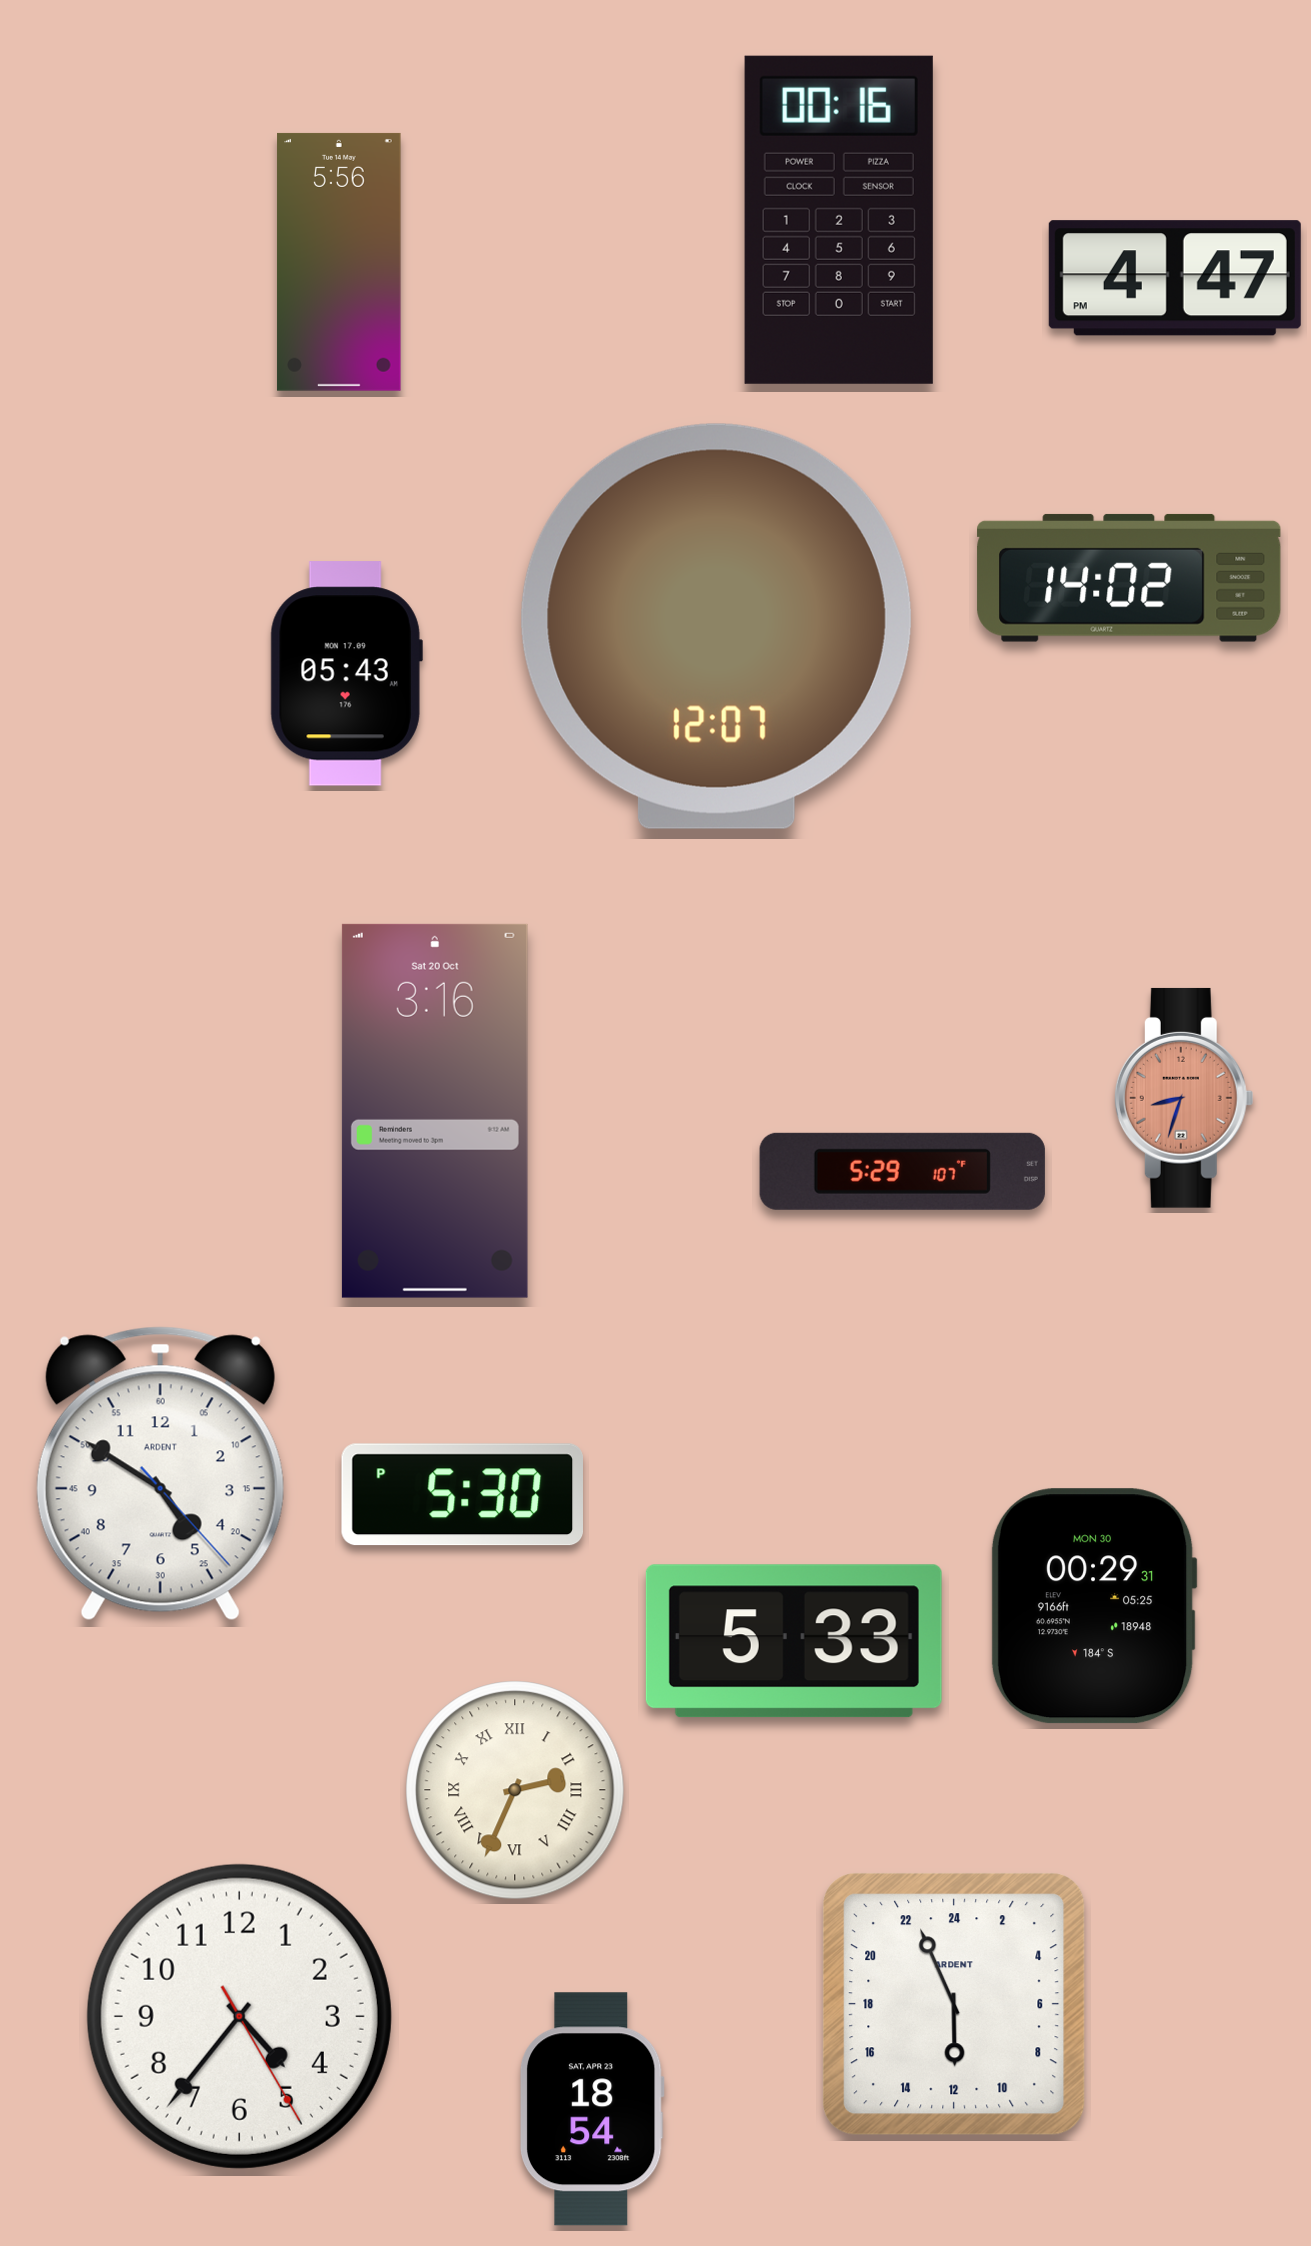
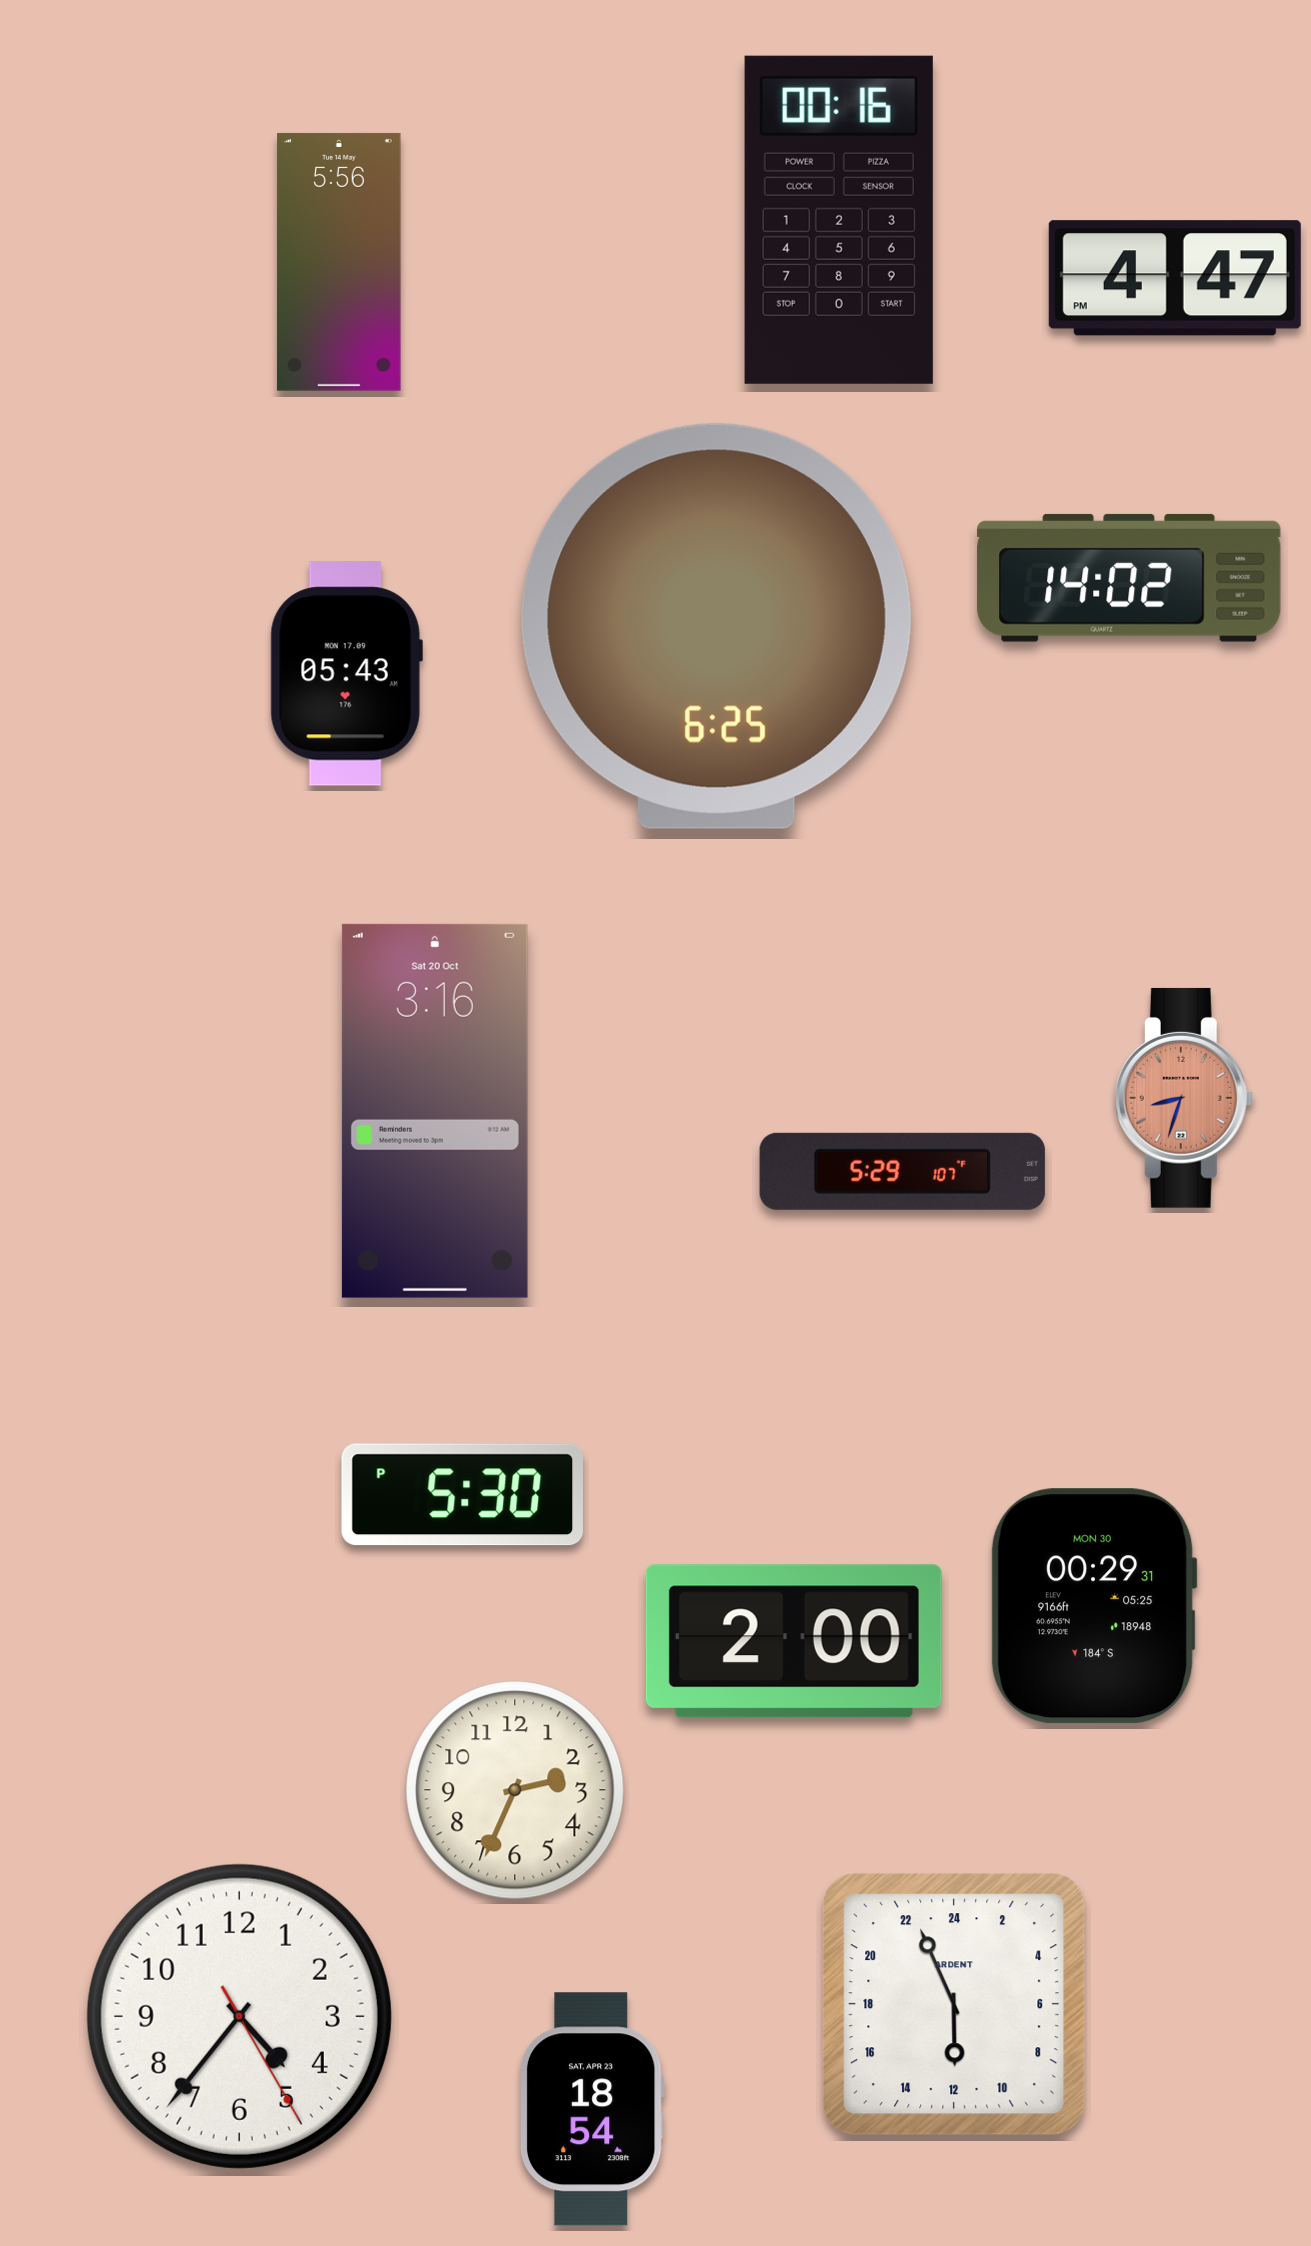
clock at (716, 626): 12:07 -> 6:25
clock at (160, 1474): 4:50 -> none
clock at (794, 1641): 5:33 -> 2:00
clock at (515, 1790) numerals: Roman -> Arabic
